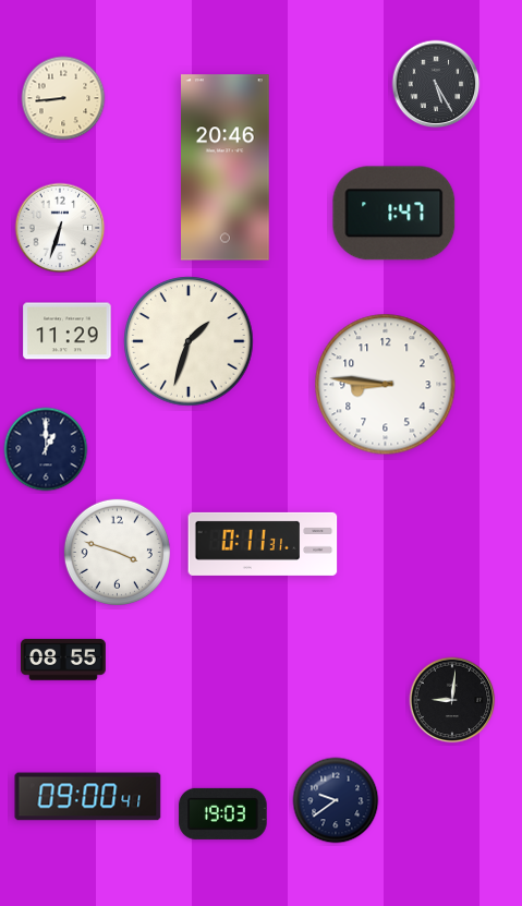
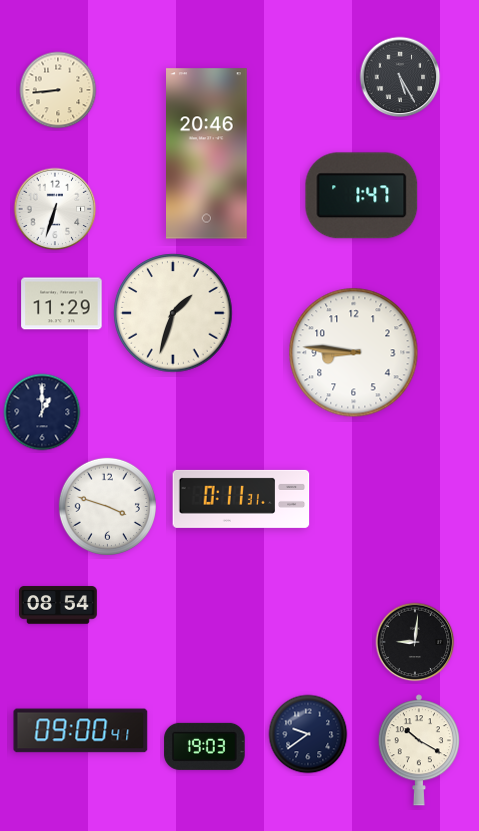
clock at (64, 660): 08:55 -> 08:54
clock at (419, 750): none -> 10:20
